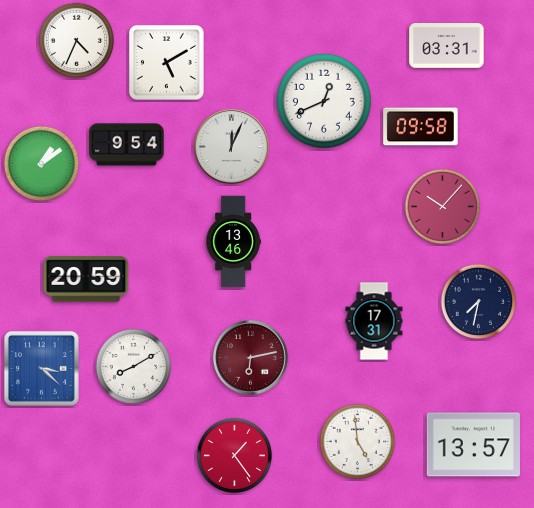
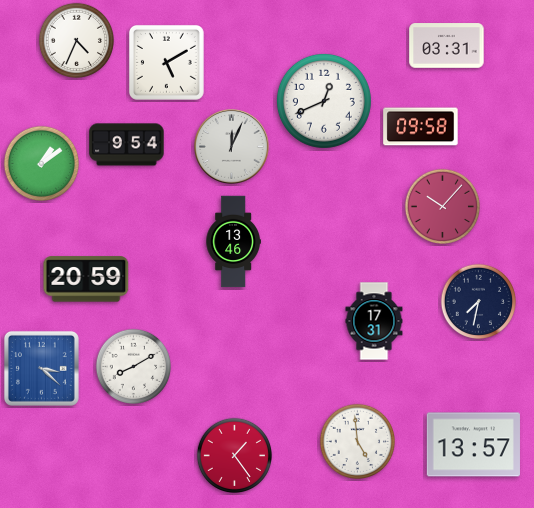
clock at (251, 358): 6:13 -> none
